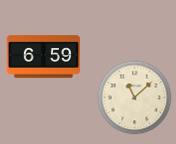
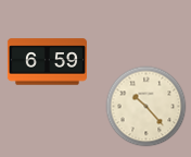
clock at (135, 98): 11:08 -> 10:23
